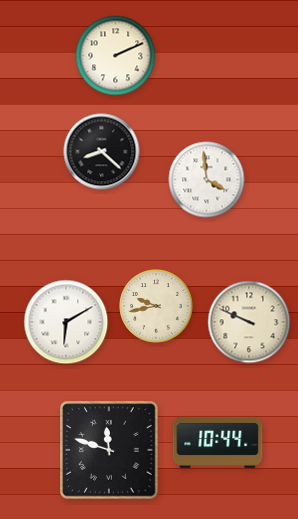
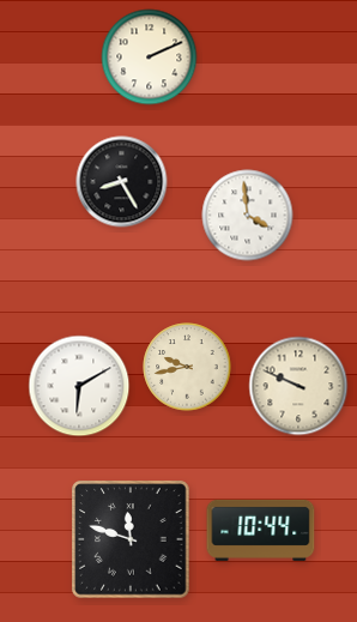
clock at (116, 56) position: (116, 56) -> (150, 58)
clock at (102, 152): 8:22 -> 8:25
